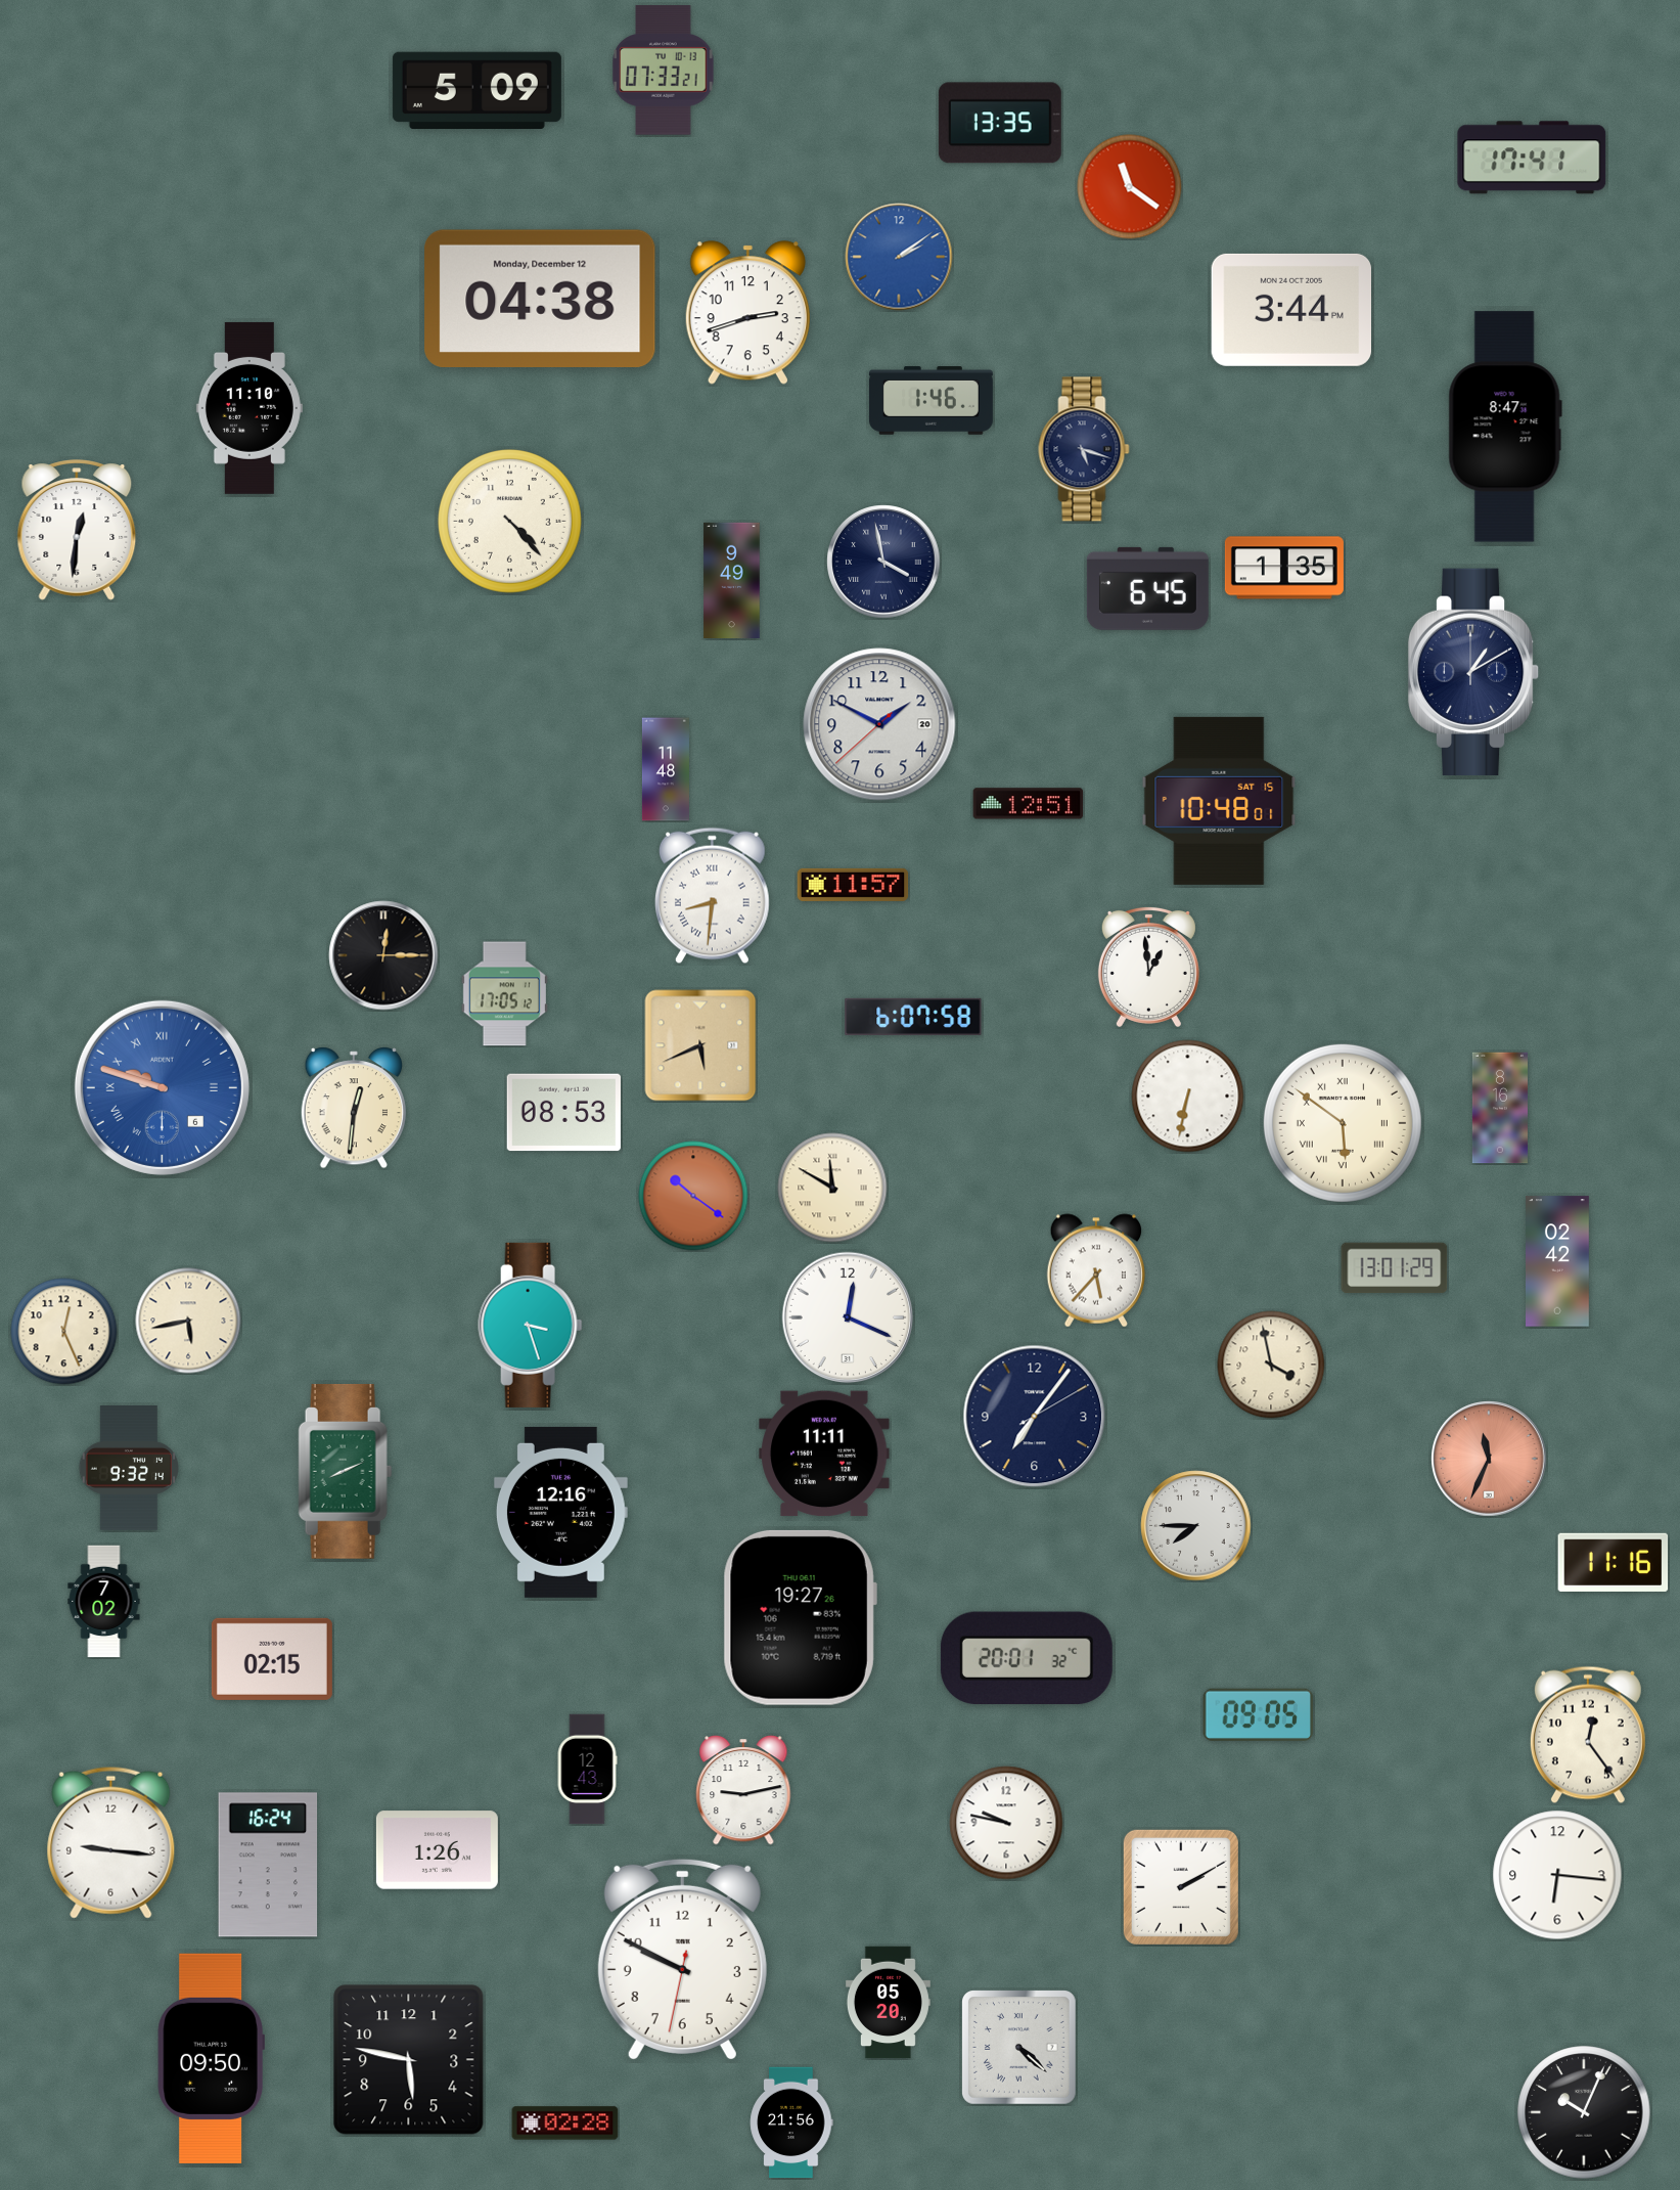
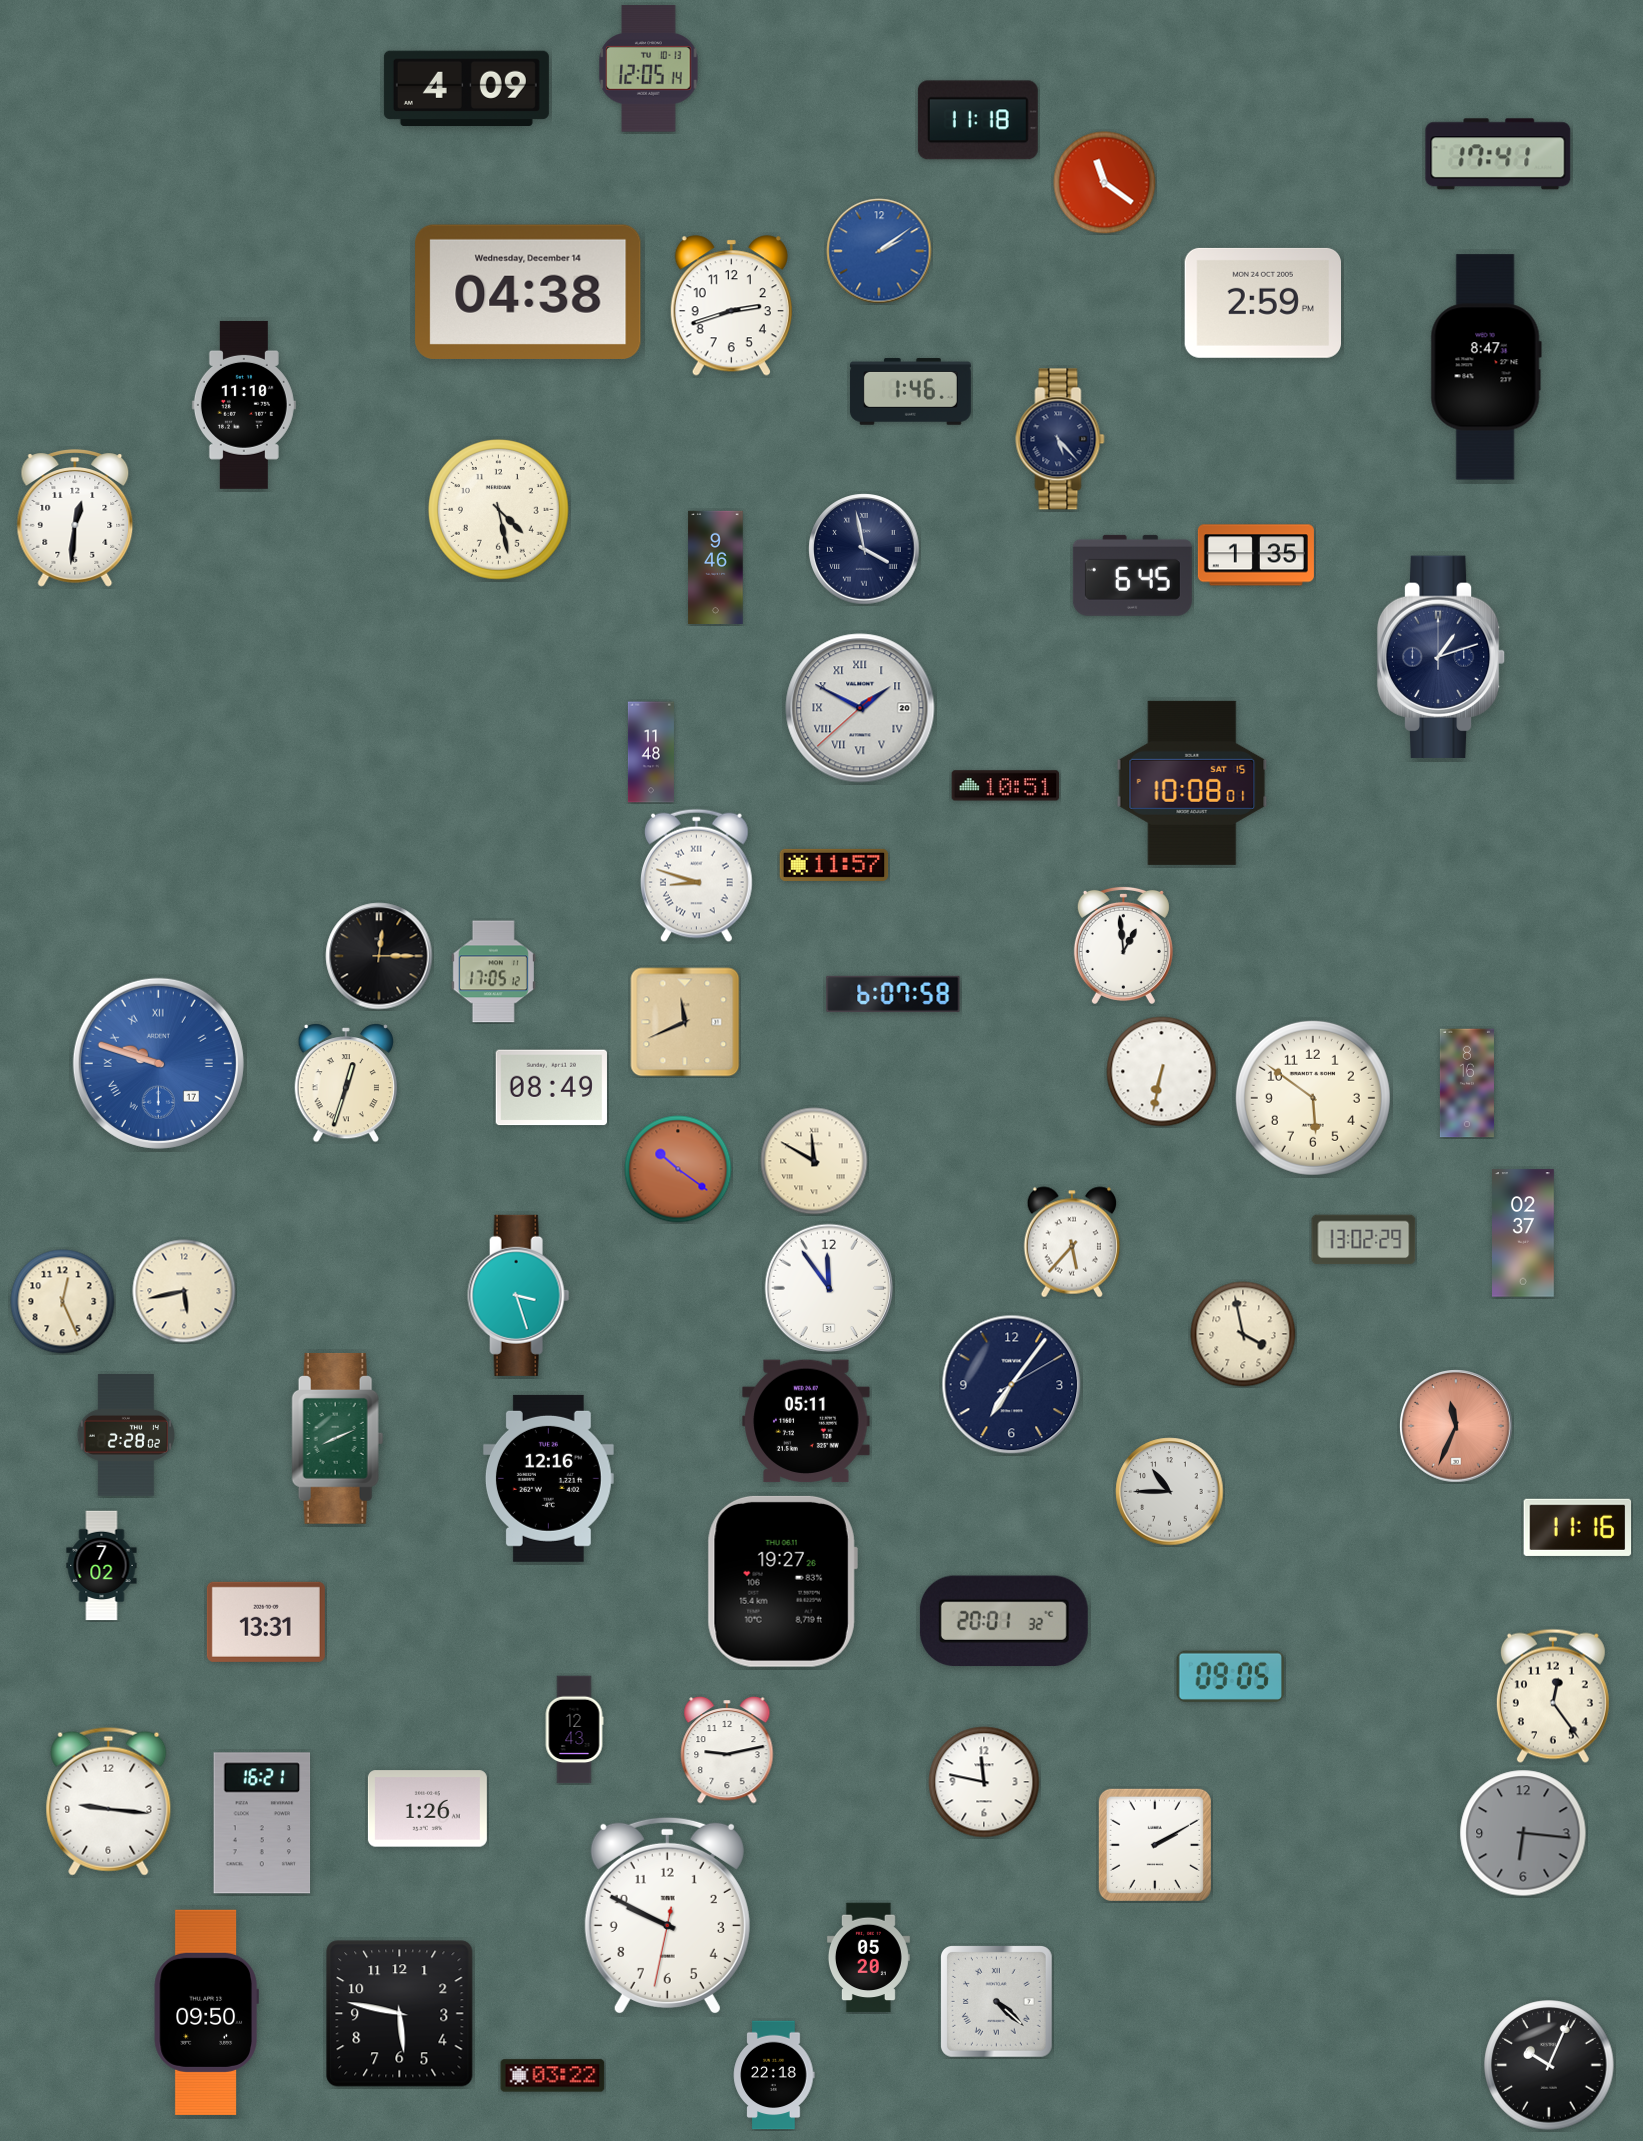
clock at (664, 71): 07:33 -> 12:05
clock at (476, 90): 5:09 -> 4:09
clock at (1000, 123): 13:35 -> 11:18
clock at (540, 298) date: Monday, December 12 -> Wednesday, December 14
clock at (1290, 310): 3:44 -> 2:59
clock at (249, 408) position: (249, 408) -> (244, 405)
clock at (1505, 427) position: (1505, 427) -> (1486, 367)
clock at (1084, 449): 5:18 -> 5:23
clock at (509, 521): 4:23 -> 4:28
clock at (732, 580): 9:49 -> 9:46
clock at (1147, 588) position: (1147, 588) -> (1132, 575)
clock at (1473, 672): 1:10 -> 1:12
clock at (879, 724) numerals: Arabic -> Roman
clock at (1219, 801): 10:48 -> 10:08
clock at (1029, 804): 12:51 -> 10:51
clock at (712, 896): 8:31 -> 8:48
clock at (383, 955) position: (383, 955) -> (379, 956)
clock at (700, 1045): 5:41 -> 11:41
clock at (162, 1087) date: 6 -> 17
clock at (353, 1109): 12:31 -> 12:33
clock at (563, 1113): 08:53 -> 08:49
clock at (1343, 1123) numerals: Roman -> Arabic
clock at (1558, 1261): 02:42 -> 02:37
clock at (1395, 1268): 13:01 -> 13:02
clock at (848, 1317): 12:19 -> 11:54
clock at (824, 1454): 11:11 -> 05:11
clock at (128, 1469): 9:32 -> 2:28
clock at (1196, 1526): 7:45 -> 10:45
clock at (272, 1659): 02:15 -> 13:31
clock at (1006, 1823): 9:47 -> 11:47
clock at (268, 1865): 16:24 -> 16:21
clock at (1557, 1875) dial: white -> grey
clock at (791, 2122): 21:56 -> 22:18
clock at (565, 2124): 02:28 -> 03:22
